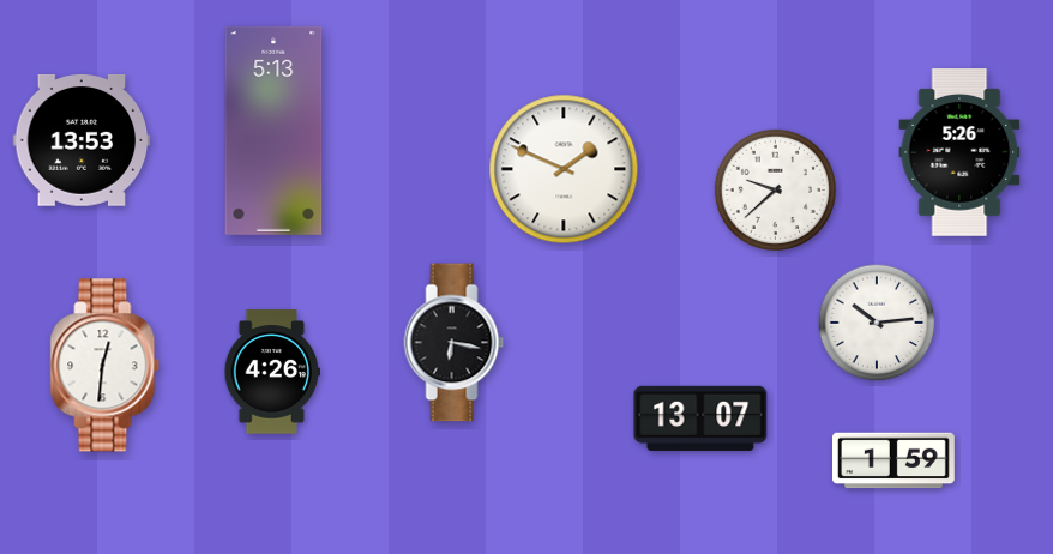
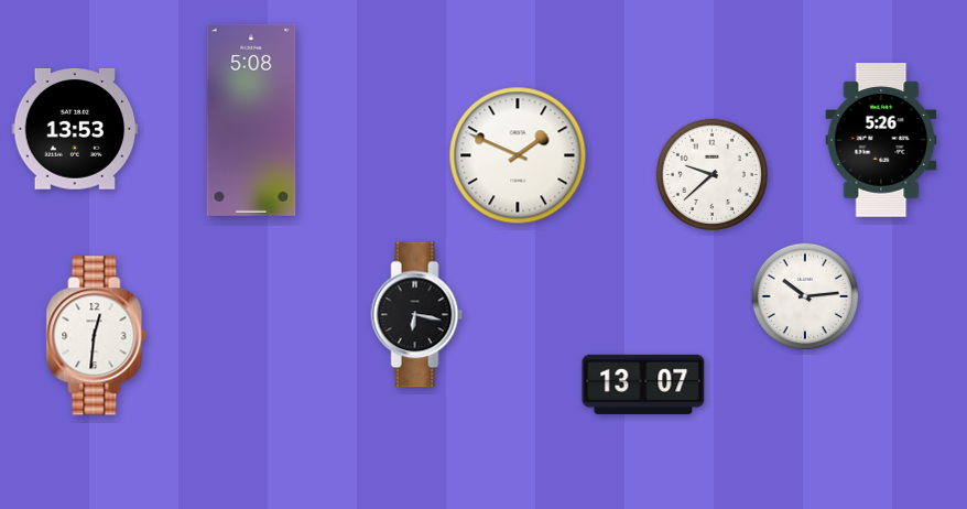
clock at (273, 131): 5:13 -> 5:08
clock at (271, 372): 4:26 -> none
clock at (895, 460): 1:59 -> none
